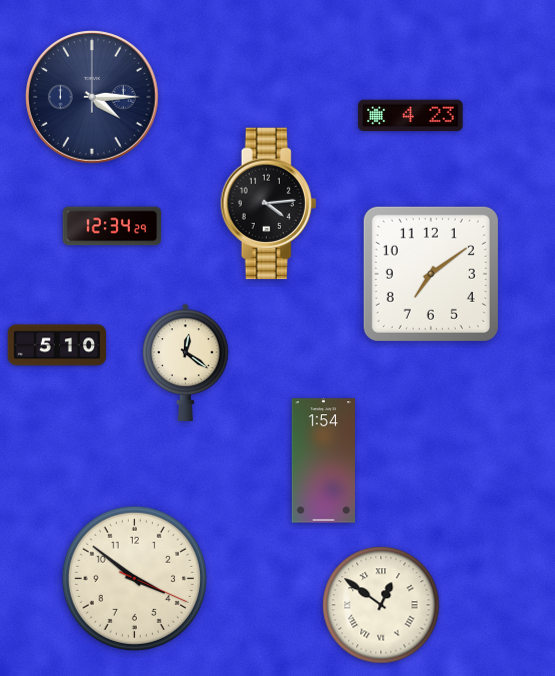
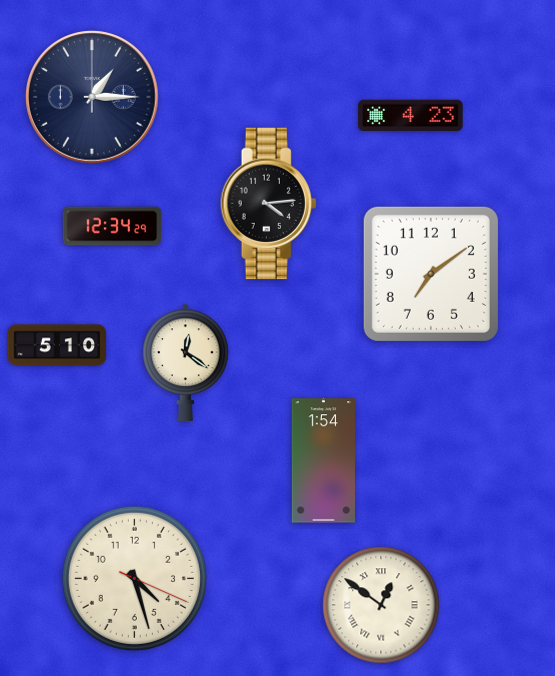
clock at (93, 98): 4:15 -> 1:15
clock at (134, 578): 3:51 -> 4:27
